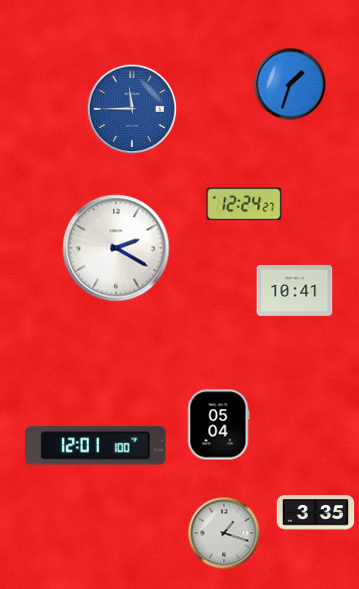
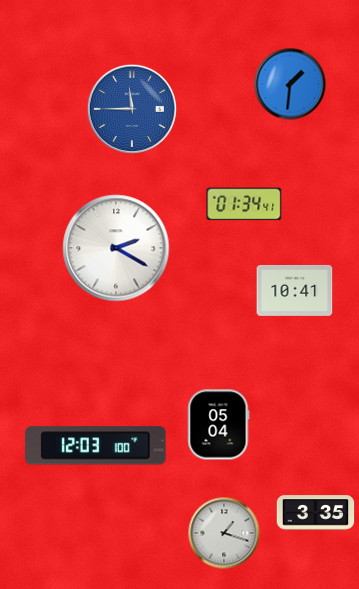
clock at (290, 84): 1:33 -> 1:31
clock at (244, 204): 12:24 -> 01:34
clock at (96, 446): 12:01 -> 12:03
